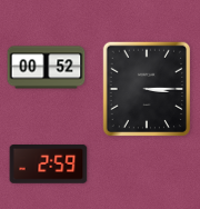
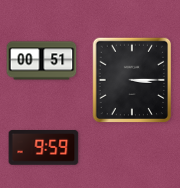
clock at (47, 68): 00:52 -> 00:51
clock at (49, 165): 2:59 -> 9:59
